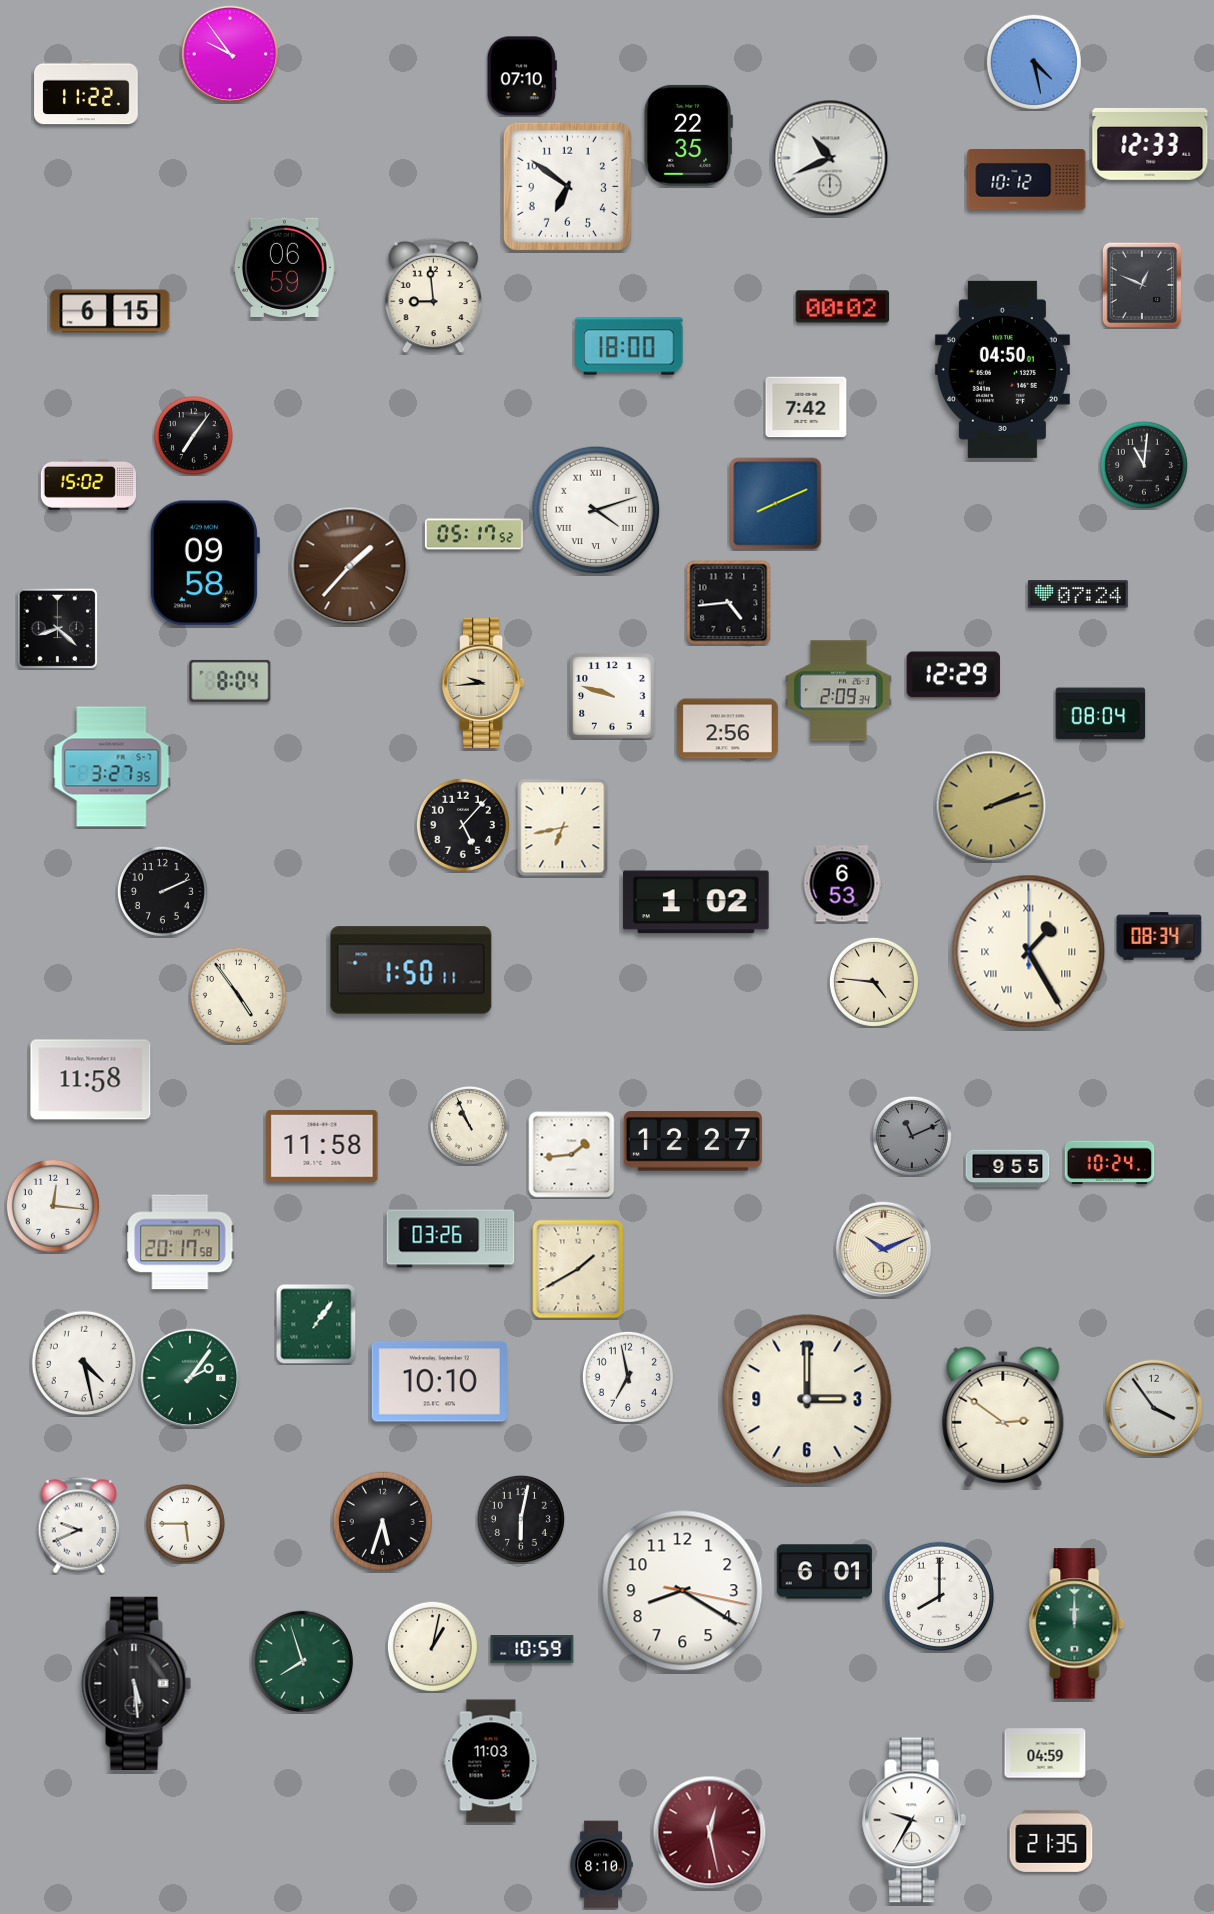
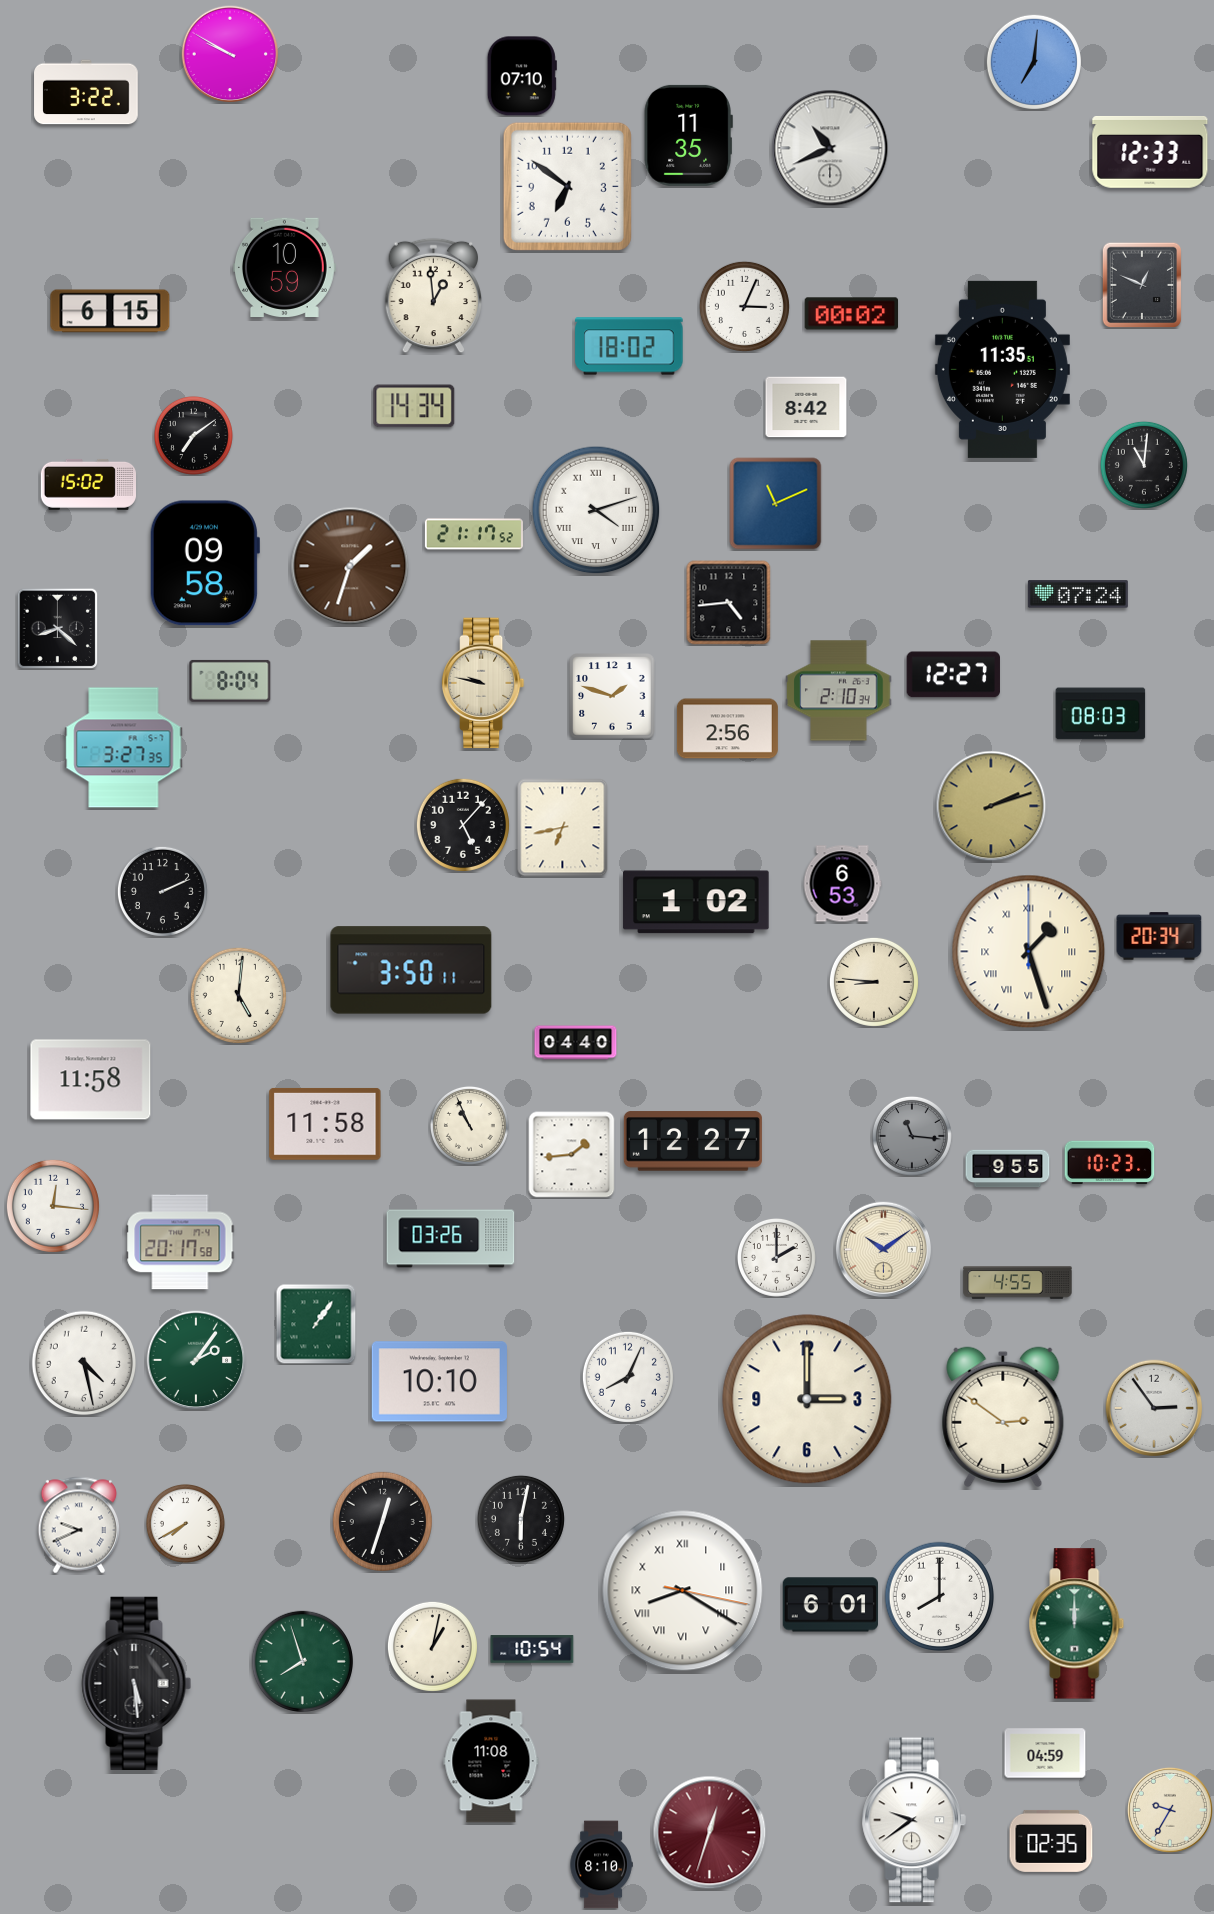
clock at (230, 54): 9:54 -> 9:50
clock at (1034, 62): 4:28 -> 7:01
clock at (86, 92): 11:22 -> 3:22
clock at (688, 135): 22:35 -> 11:35
clock at (1150, 144) position: (1150, 144) -> (1150, 152)
clock at (830, 158) position: (830, 158) -> (830, 148)
clock at (1027, 180): 10:12 -> none
clock at (285, 267): 06:59 -> 10:59
clock at (434, 296): 8:59 -> 12:59
clock at (744, 306): none -> 3:04
clock at (843, 307) position: (843, 307) -> (852, 314)
clock at (629, 346): 18:00 -> 18:02
clock at (1002, 369): 04:50 -> 11:35
clock at (414, 406): none -> 14:34
clock at (806, 407): 7:42 -> 8:42
clock at (193, 435): 7:06 -> 7:09
clock at (776, 504): 8:11 -> 11:11
clock at (474, 534): 05:17 -> 21:17
clock at (350, 566): 1:37 -> 1:33
clock at (953, 675): 12:29 -> 12:27
clock at (483, 683): 9:44 -> 9:47
clock at (839, 691): 2:09 -> 2:10
clock at (612, 696): 9:48 -> 1:48
clock at (1101, 714): 08:04 -> 08:03
clock at (112, 767) position: (112, 767) -> (124, 748)
clock at (1159, 936): 08:34 -> 20:34
clock at (1029, 952): 1:25 -> 1:27
clock at (411, 970): 1:50 -> 3:50
clock at (874, 982): 4:46 -> 8:46
clock at (238, 995): 4:54 -> 5:01
clock at (576, 1043): none -> 04:40
clock at (912, 1136): 11:11 -> 11:16
clock at (322, 1146) position: (322, 1146) -> (325, 1124)
clock at (1110, 1163): 10:24 -> 10:23
clock at (884, 1250): 10:11 -> 10:09
clock at (776, 1257): none -> 2:00
clock at (578, 1269): 1:40 -> none
clock at (1018, 1283): none -> 4:55
clock at (628, 1377): 6:58 -> 8:04
clock at (190, 1378) position: (190, 1378) -> (196, 1360)
clock at (1154, 1408): 3:54 -> 2:54
clock at (382, 1521): 5:33 -> 12:33
clock at (185, 1523): 5:45 -> 7:40
clock at (824, 1572) position: (824, 1572) -> (830, 1605)
clock at (683, 1591) numerals: Arabic -> Roman
clock at (532, 1649): 10:59 -> 10:54
clock at (491, 1761): 11:03 -> 11:08
clock at (1170, 1810): none -> 9:35
clock at (914, 1820): 9:35 -> 9:39
clock at (710, 1833): 12:28 -> 12:33
clock at (1051, 1841): 21:35 -> 02:35
